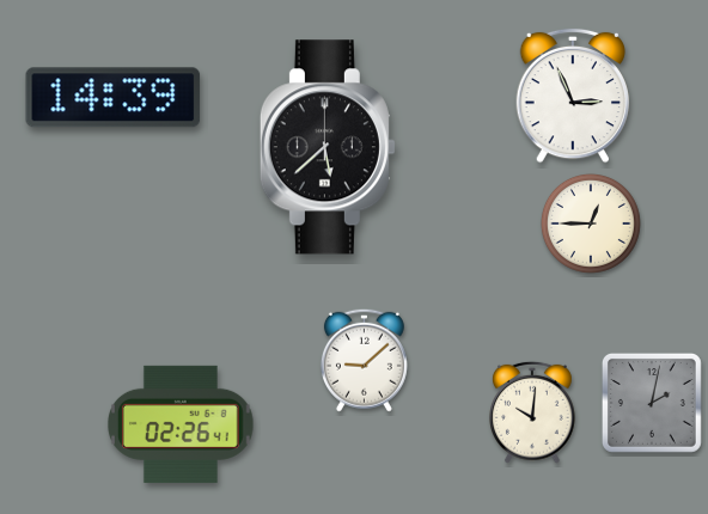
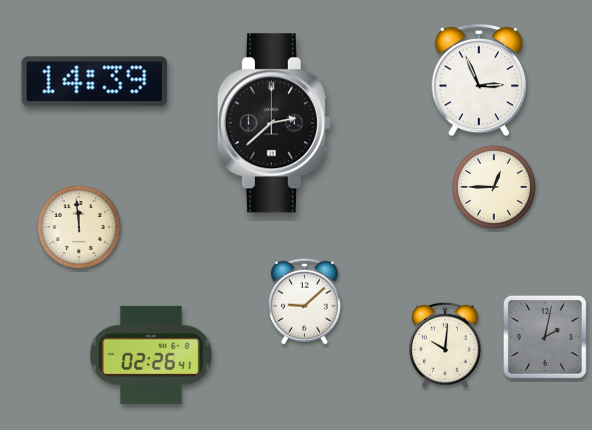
clock at (328, 147): 5:38 -> 2:38
clock at (79, 227): none -> 11:59
